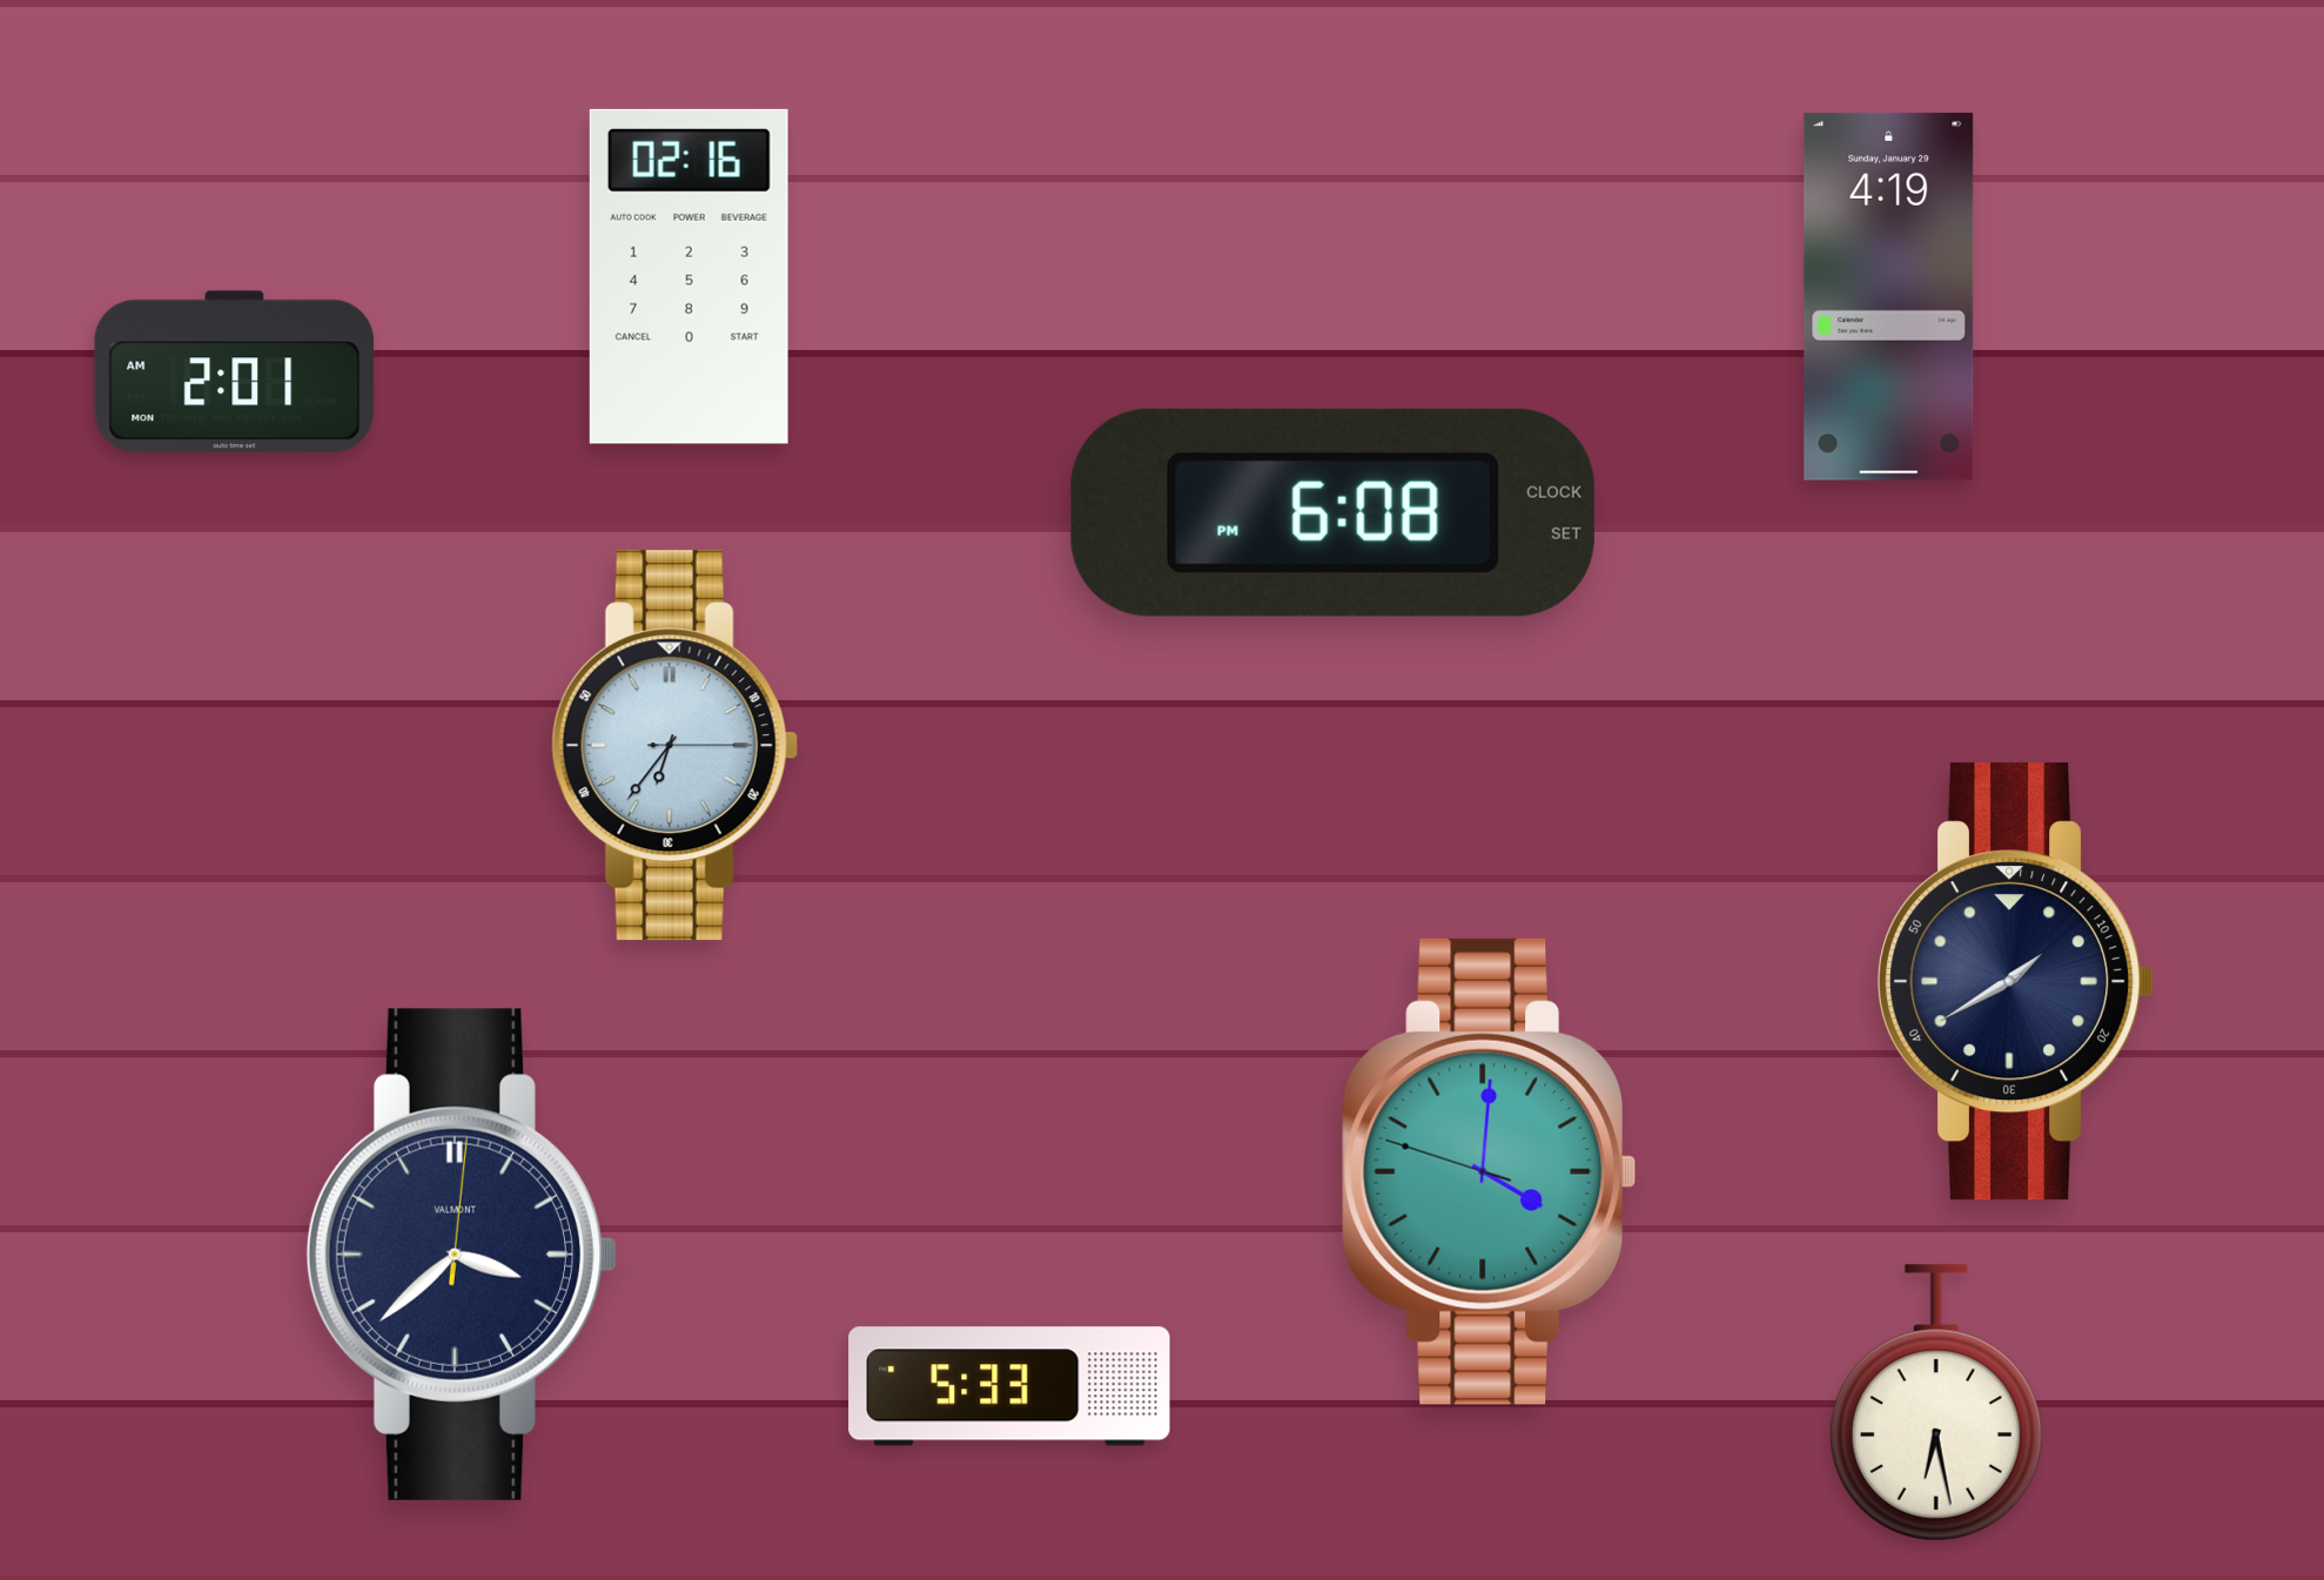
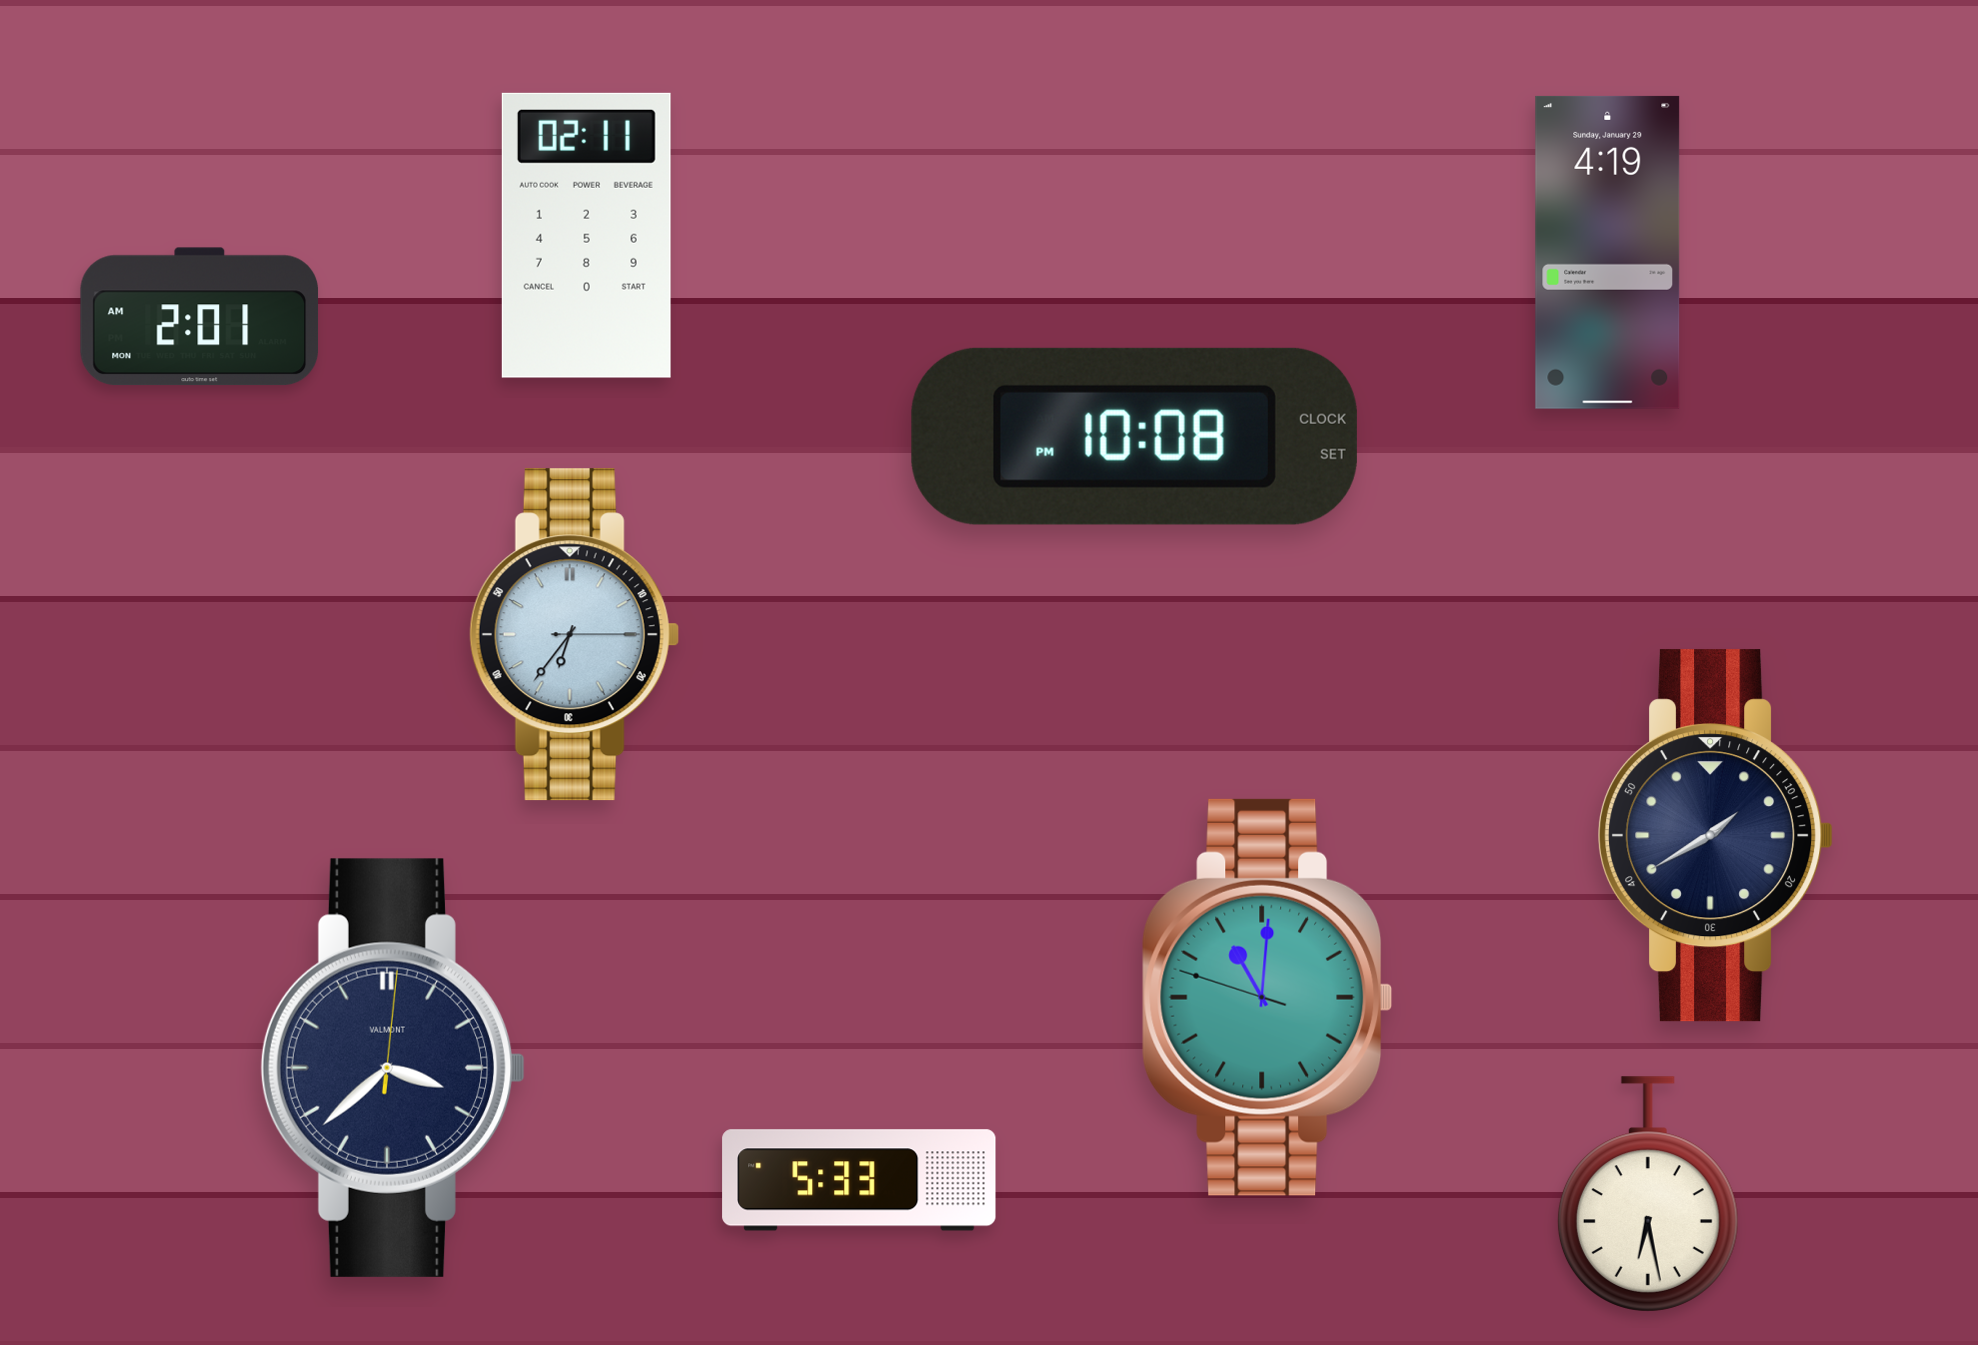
clock at (689, 276): 02:16 -> 02:11
clock at (1332, 512): 6:08 -> 10:08
clock at (1490, 1171): 4:00 -> 11:00
